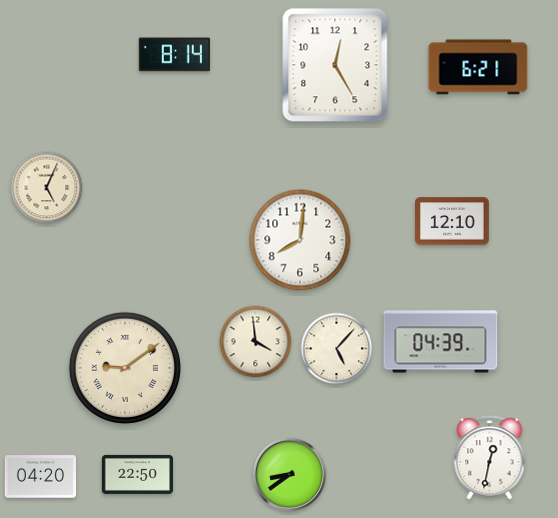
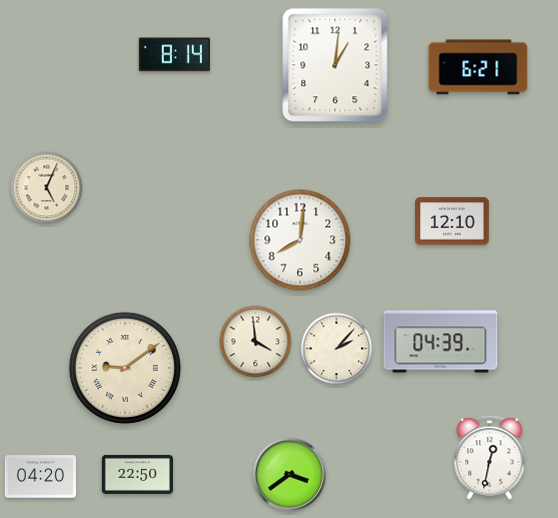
clock at (335, 65): 12:25 -> 1:01
clock at (337, 349): 5:07 -> 2:07
clock at (289, 474): 8:39 -> 3:39
